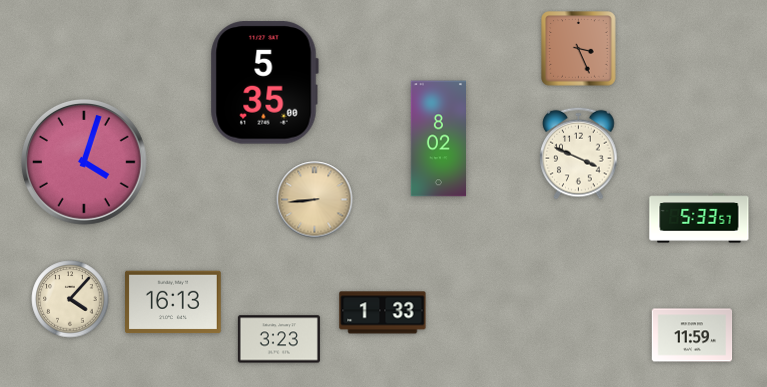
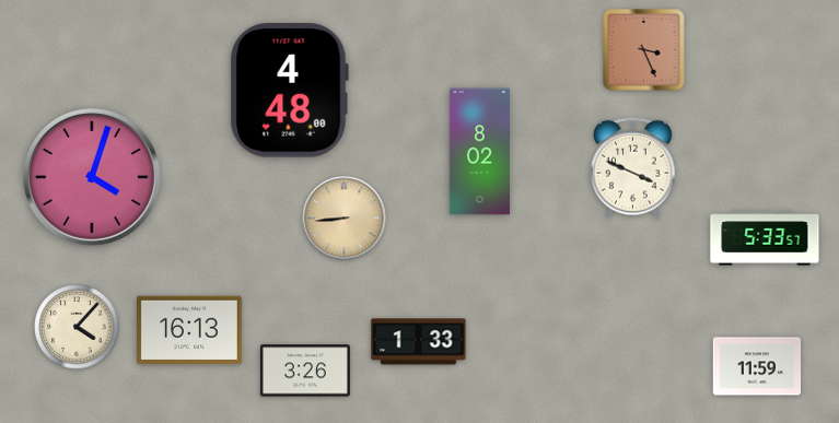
clock at (579, 49) position: (579, 49) -> (644, 50)
clock at (264, 83): 5:35 -> 4:48
clock at (279, 339): 3:23 -> 3:26
